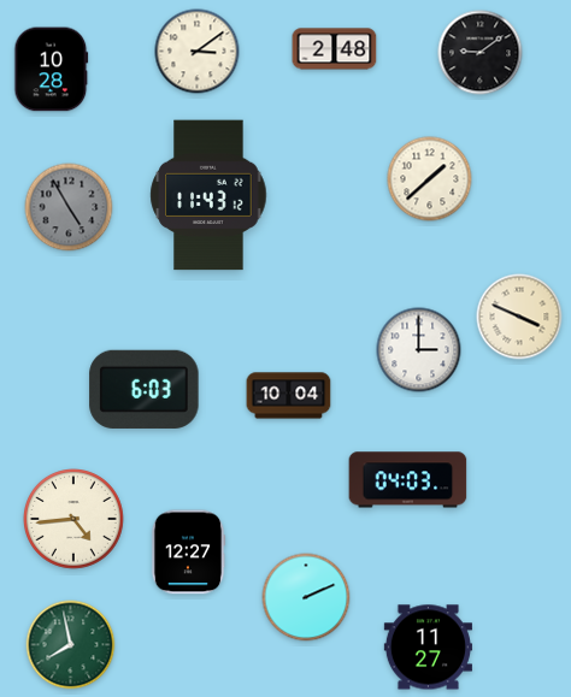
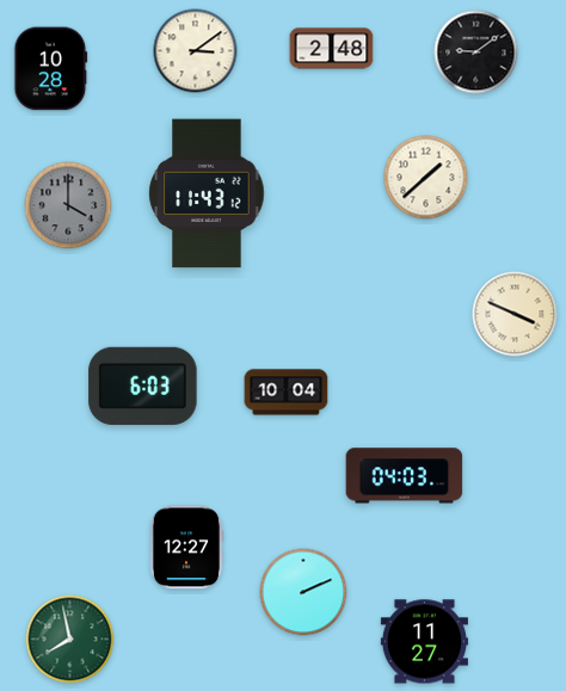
clock at (69, 207): 4:55 -> 4:00
clock at (419, 350): 3:00 -> none
clock at (75, 520): 4:44 -> none
